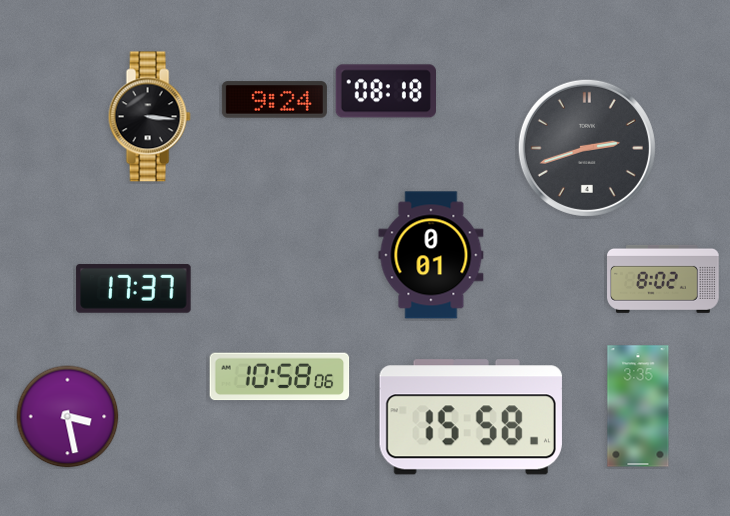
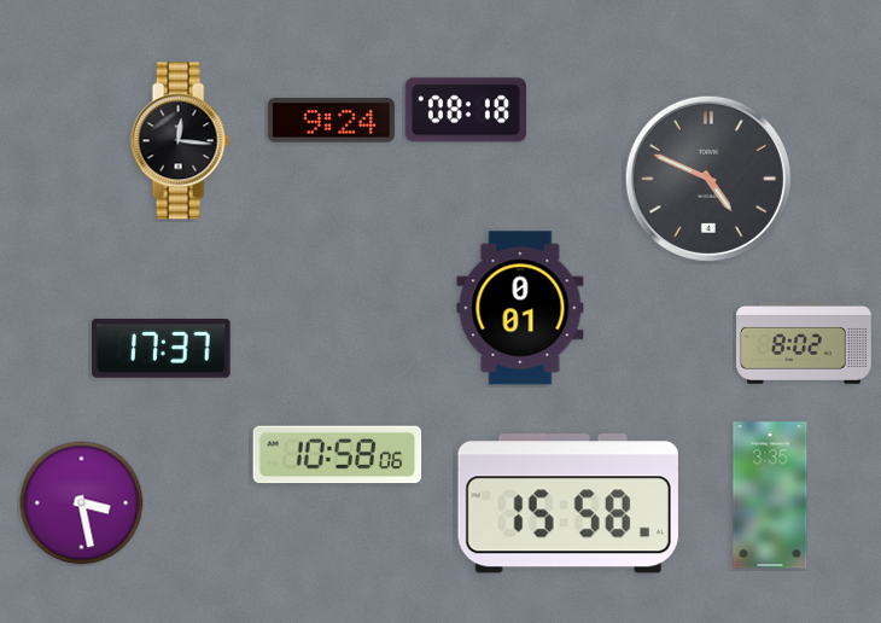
clock at (149, 117): 3:16 -> 12:16
clock at (587, 148): 2:42 -> 4:49
clock at (663, 279) position: (663, 279) -> (804, 343)
clock at (638, 406) position: (638, 406) -> (770, 495)
